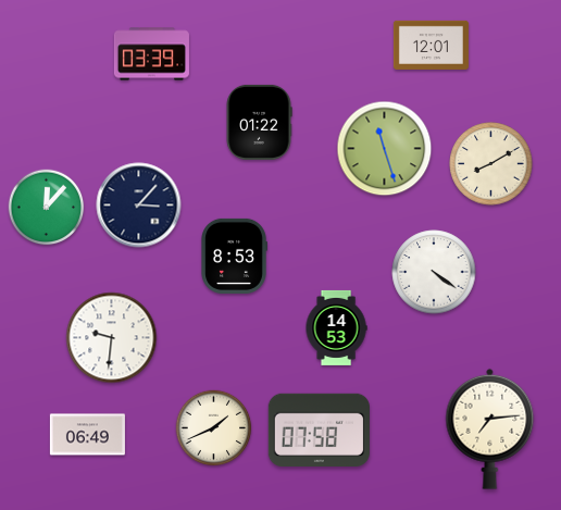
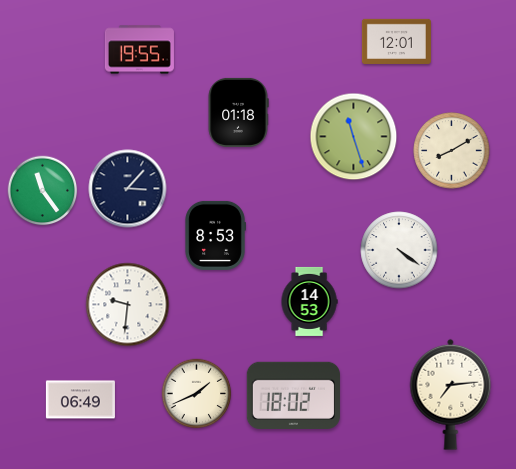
clock at (151, 54): 03:39 -> 19:55
clock at (259, 122): 01:22 -> 01:18
clock at (47, 208): 12:07 -> 11:24
clock at (112, 338) position: (112, 338) -> (128, 305)
clock at (319, 430): 07:58 -> 18:02
